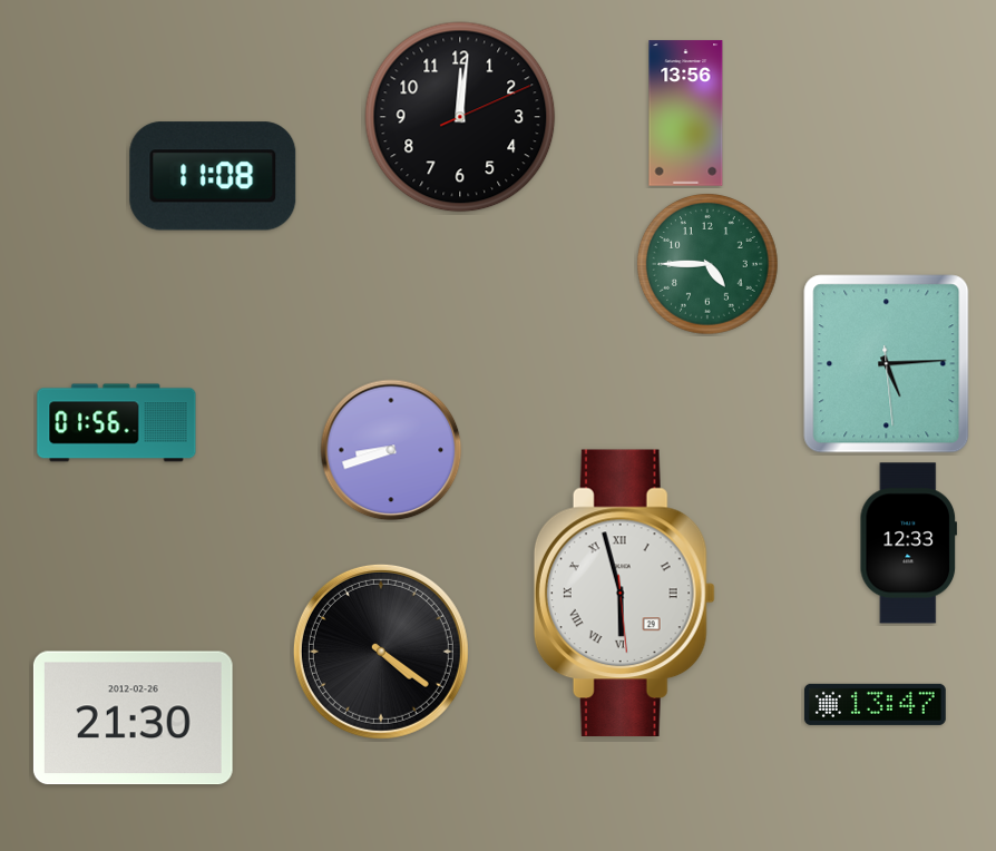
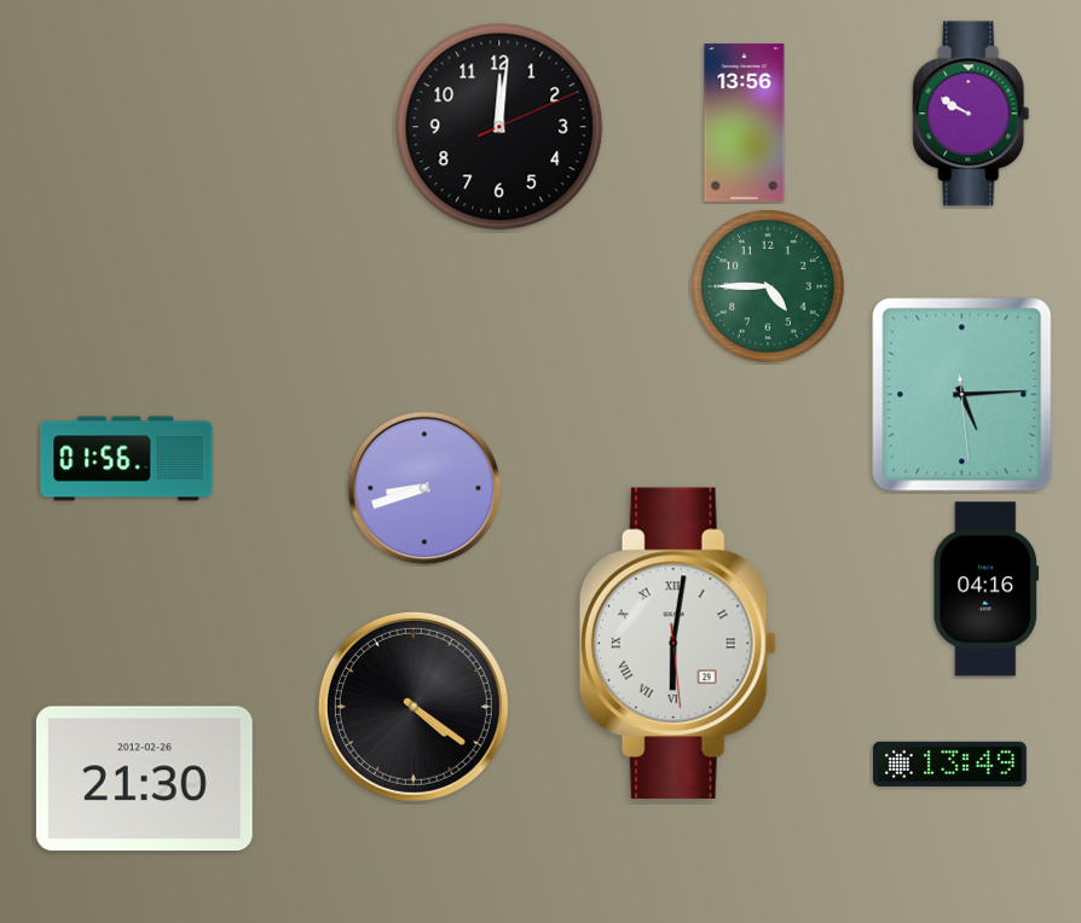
clock at (971, 114): none -> 9:50
clock at (213, 176): 11:08 -> none
clock at (908, 544): 12:33 -> 04:16
clock at (624, 593): 5:57 -> 6:01
clock at (875, 704): 13:47 -> 13:49
